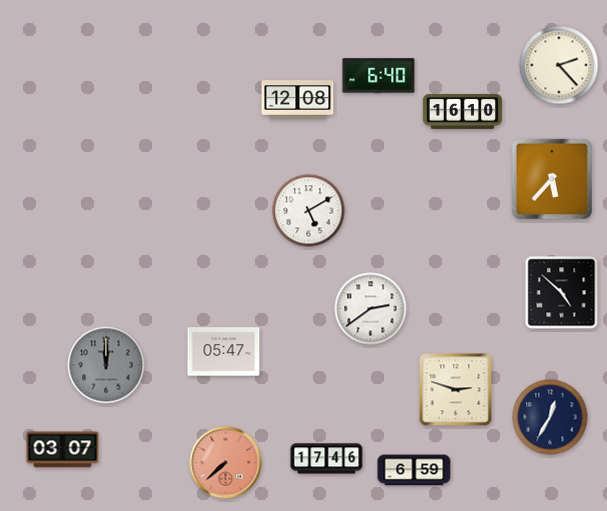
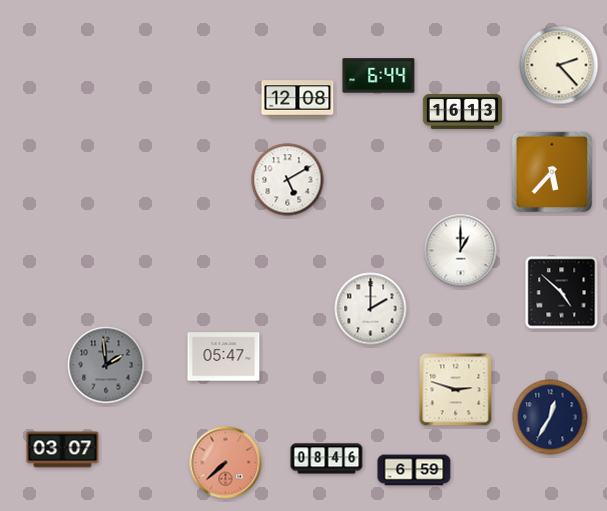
clock at (379, 76): 6:40 -> 6:44
clock at (462, 111): 16:10 -> 16:13
clock at (552, 179) position: (552, 179) -> (552, 172)
clock at (309, 211) position: (309, 211) -> (288, 180)
clock at (461, 251): none -> 1:00
clock at (371, 309): 2:39 -> 2:00
clock at (224, 352) position: (224, 352) -> (224, 357)
clock at (106, 365): 12:00 -> 1:59
clock at (327, 459): 17:46 -> 08:46
